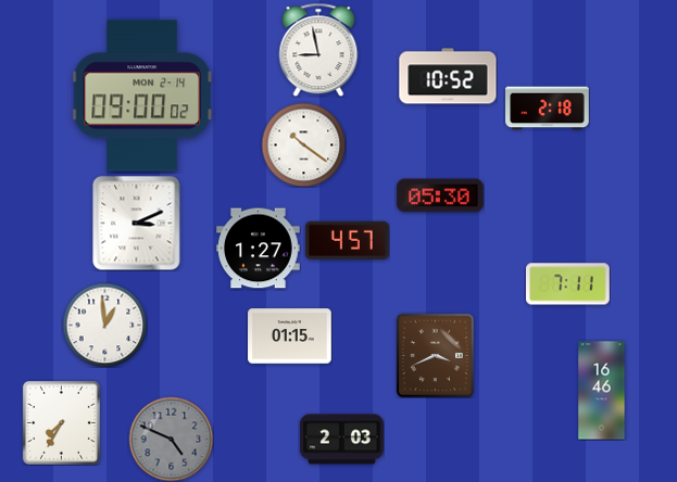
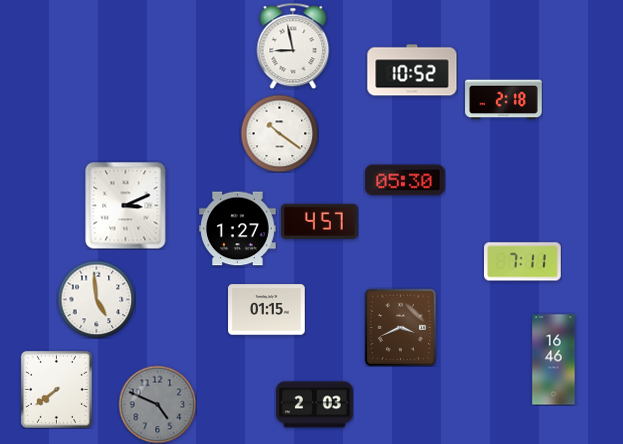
clock at (142, 96): 09:00 -> none
clock at (104, 325): 12:59 -> 4:59
clock at (61, 422): 7:35 -> 7:39
